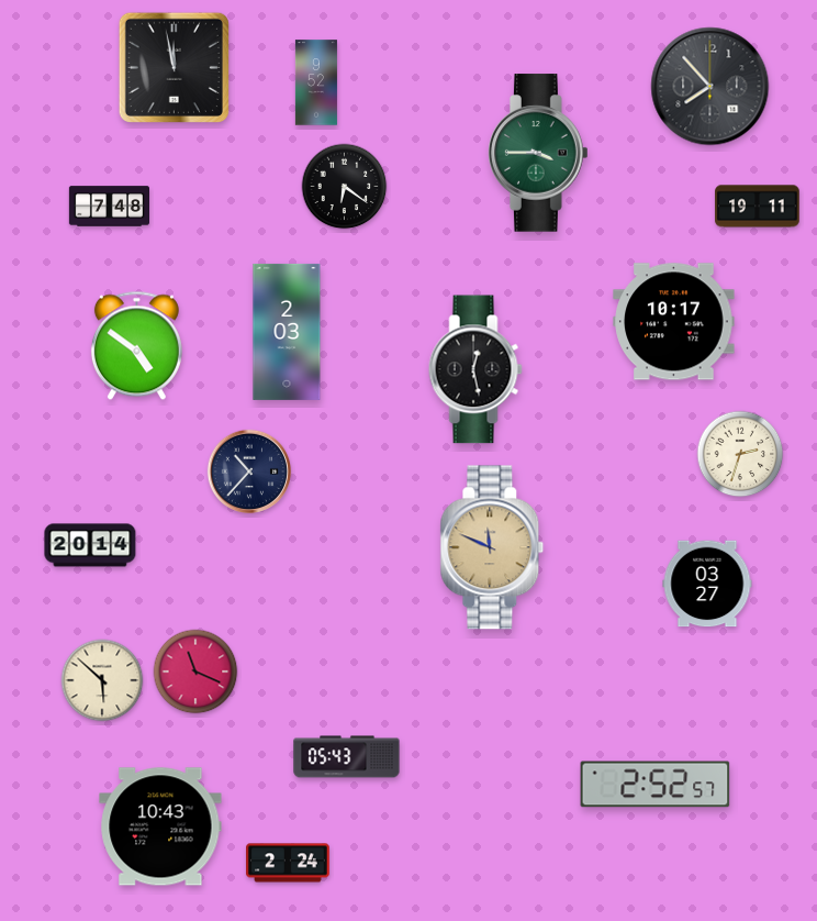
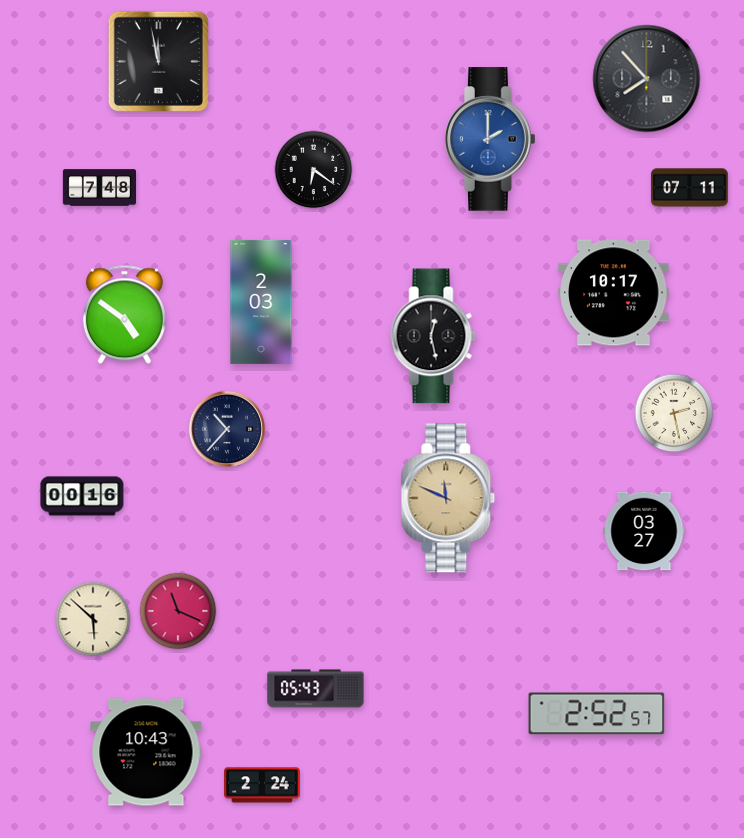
clock at (316, 82): 9:52 -> none
clock at (538, 153): 3:45 -> 2:00
clock at (538, 153) dial: green -> blue
clock at (758, 207): 19:11 -> 07:11
clock at (740, 454): 2:33 -> 2:28
clock at (90, 545): 20:14 -> 00:16
